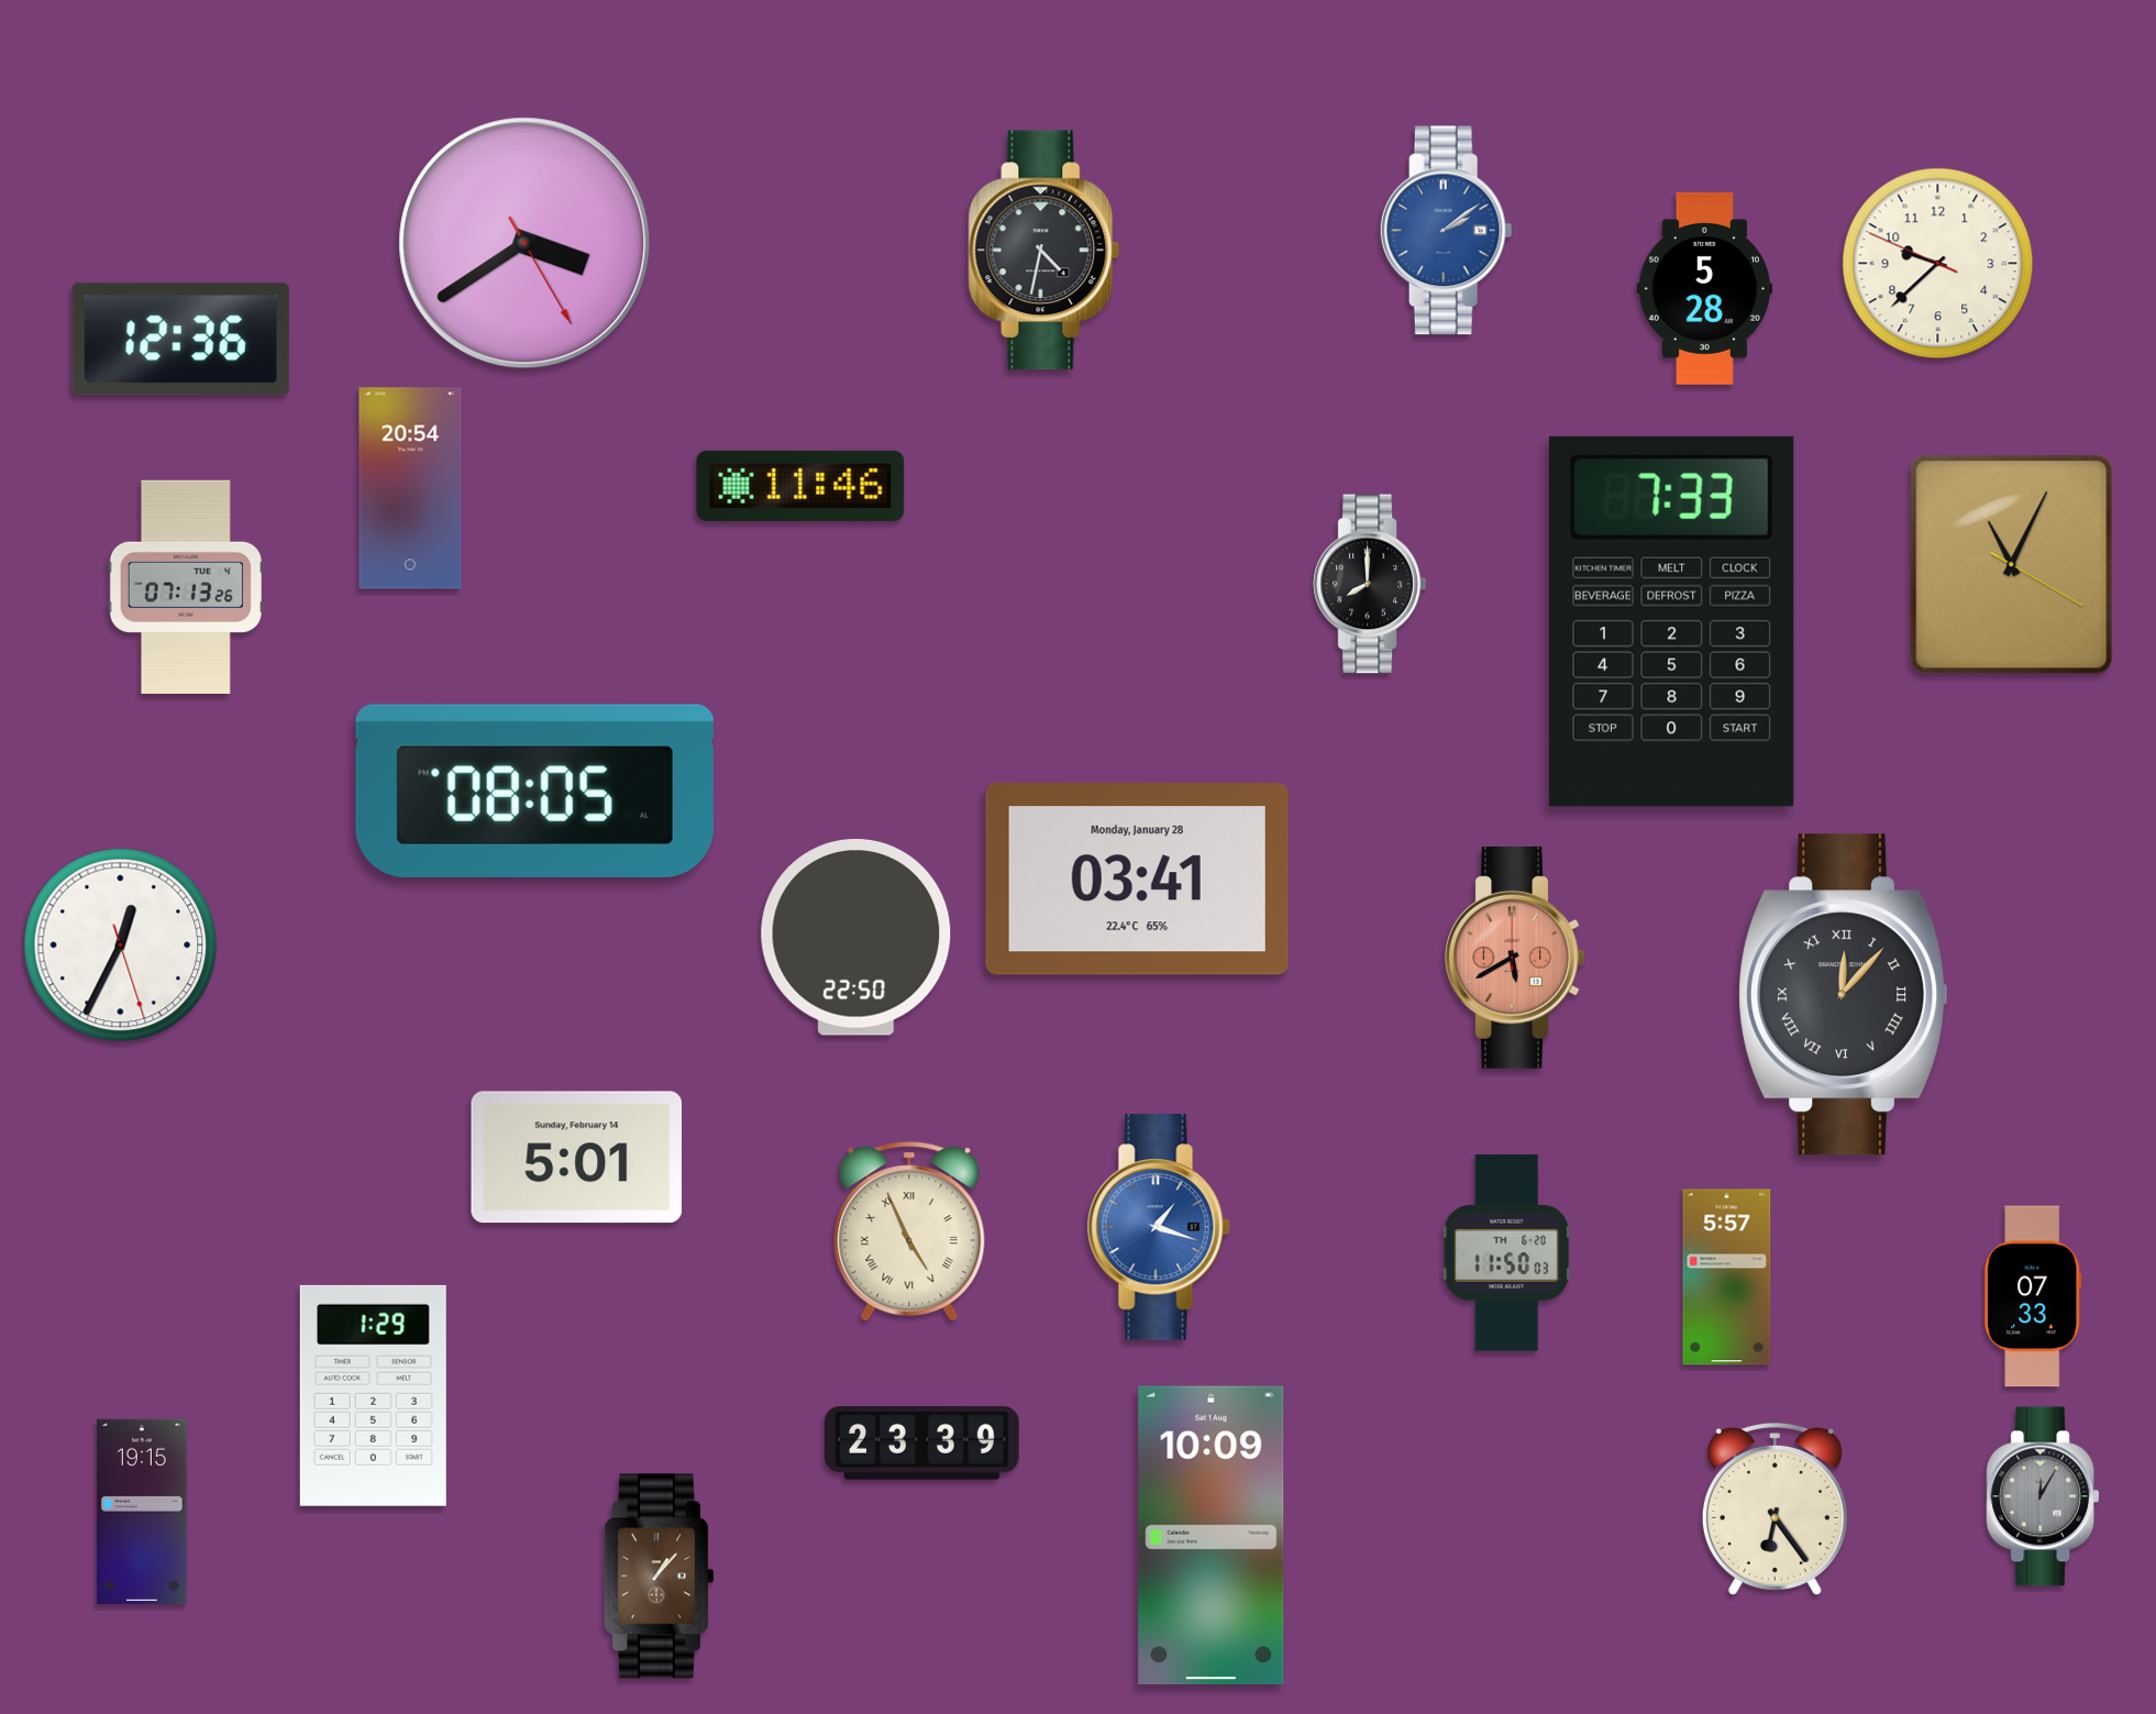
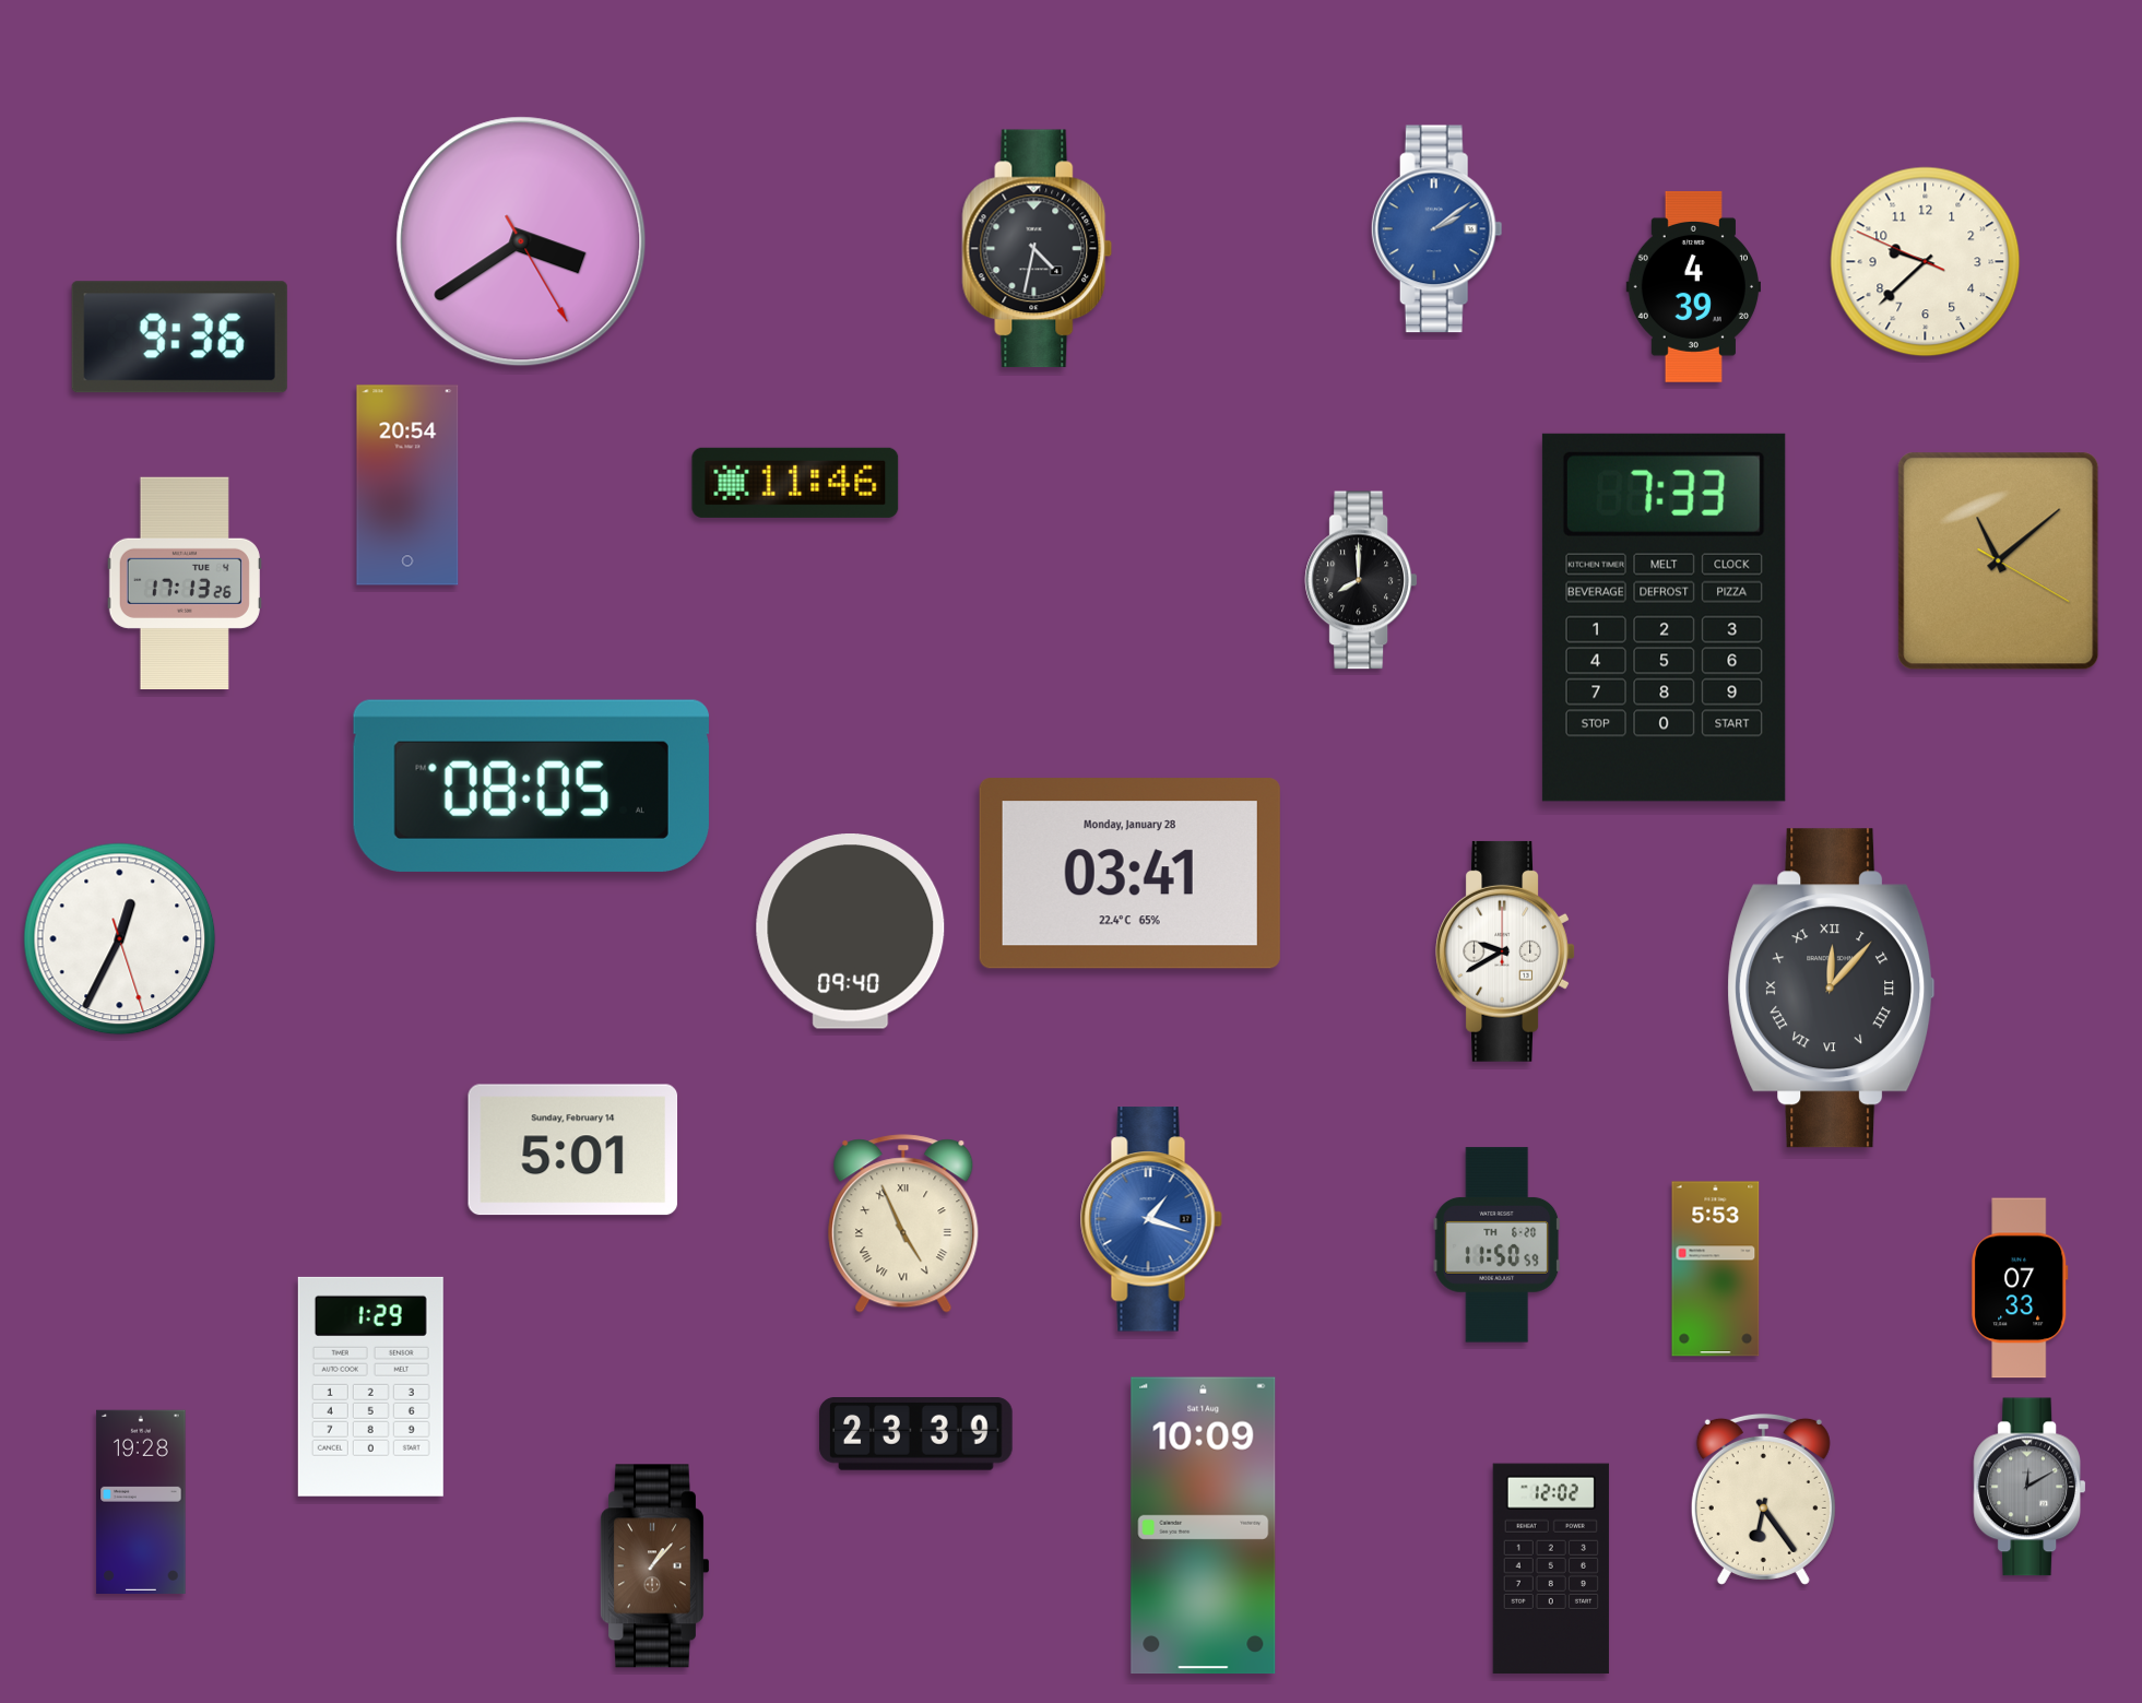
clock at (1704, 288): 5:28 -> 4:39
clock at (180, 340): 12:36 -> 9:36
clock at (2012, 565): 11:04 -> 11:08
clock at (186, 586): 07:13 -> 17:13
clock at (1671, 621) position: (1671, 621) -> (1664, 617)
clock at (856, 938): 22:50 -> 09:40
clock at (1515, 958): 5:40 -> 9:40
clock at (1515, 958) dial: salmon -> white
clock at (1507, 1253): 11:50:03 -> 11:50:59
clock at (1727, 1278): 5:57 -> 5:53
clock at (2043, 1496): 12:05 -> 12:10
clock at (142, 1511): 19:15 -> 19:28
clock at (1551, 1569): none -> 12:02
